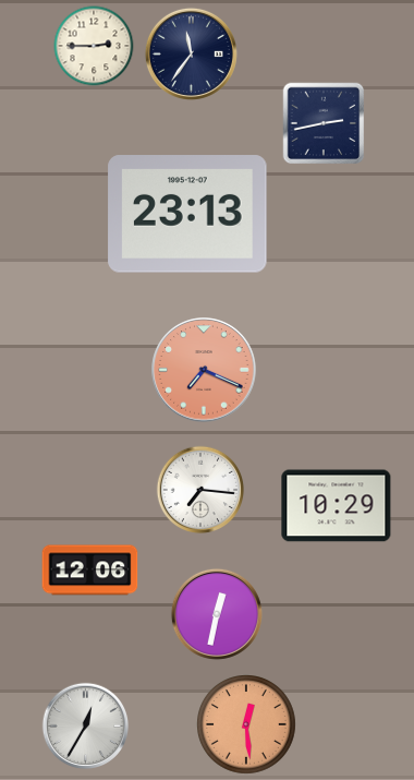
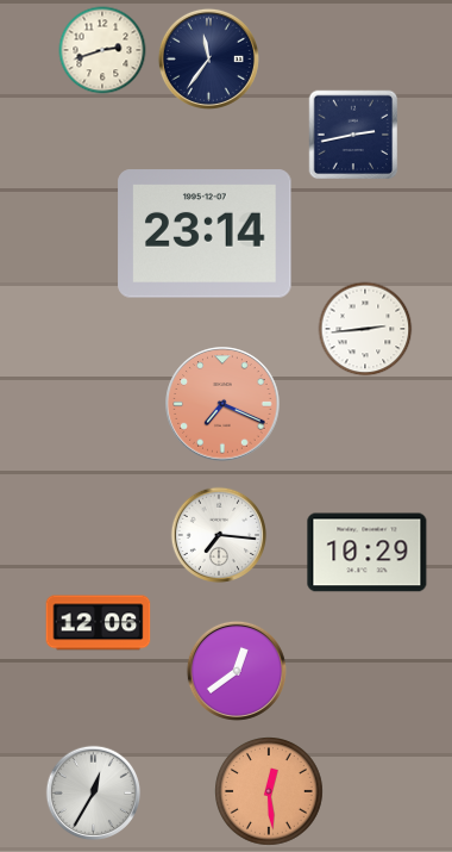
clock at (94, 46): 2:45 -> 2:42
clock at (187, 214): 23:13 -> 23:14
clock at (365, 329): none -> 2:44
clock at (217, 614): 12:32 -> 12:39
